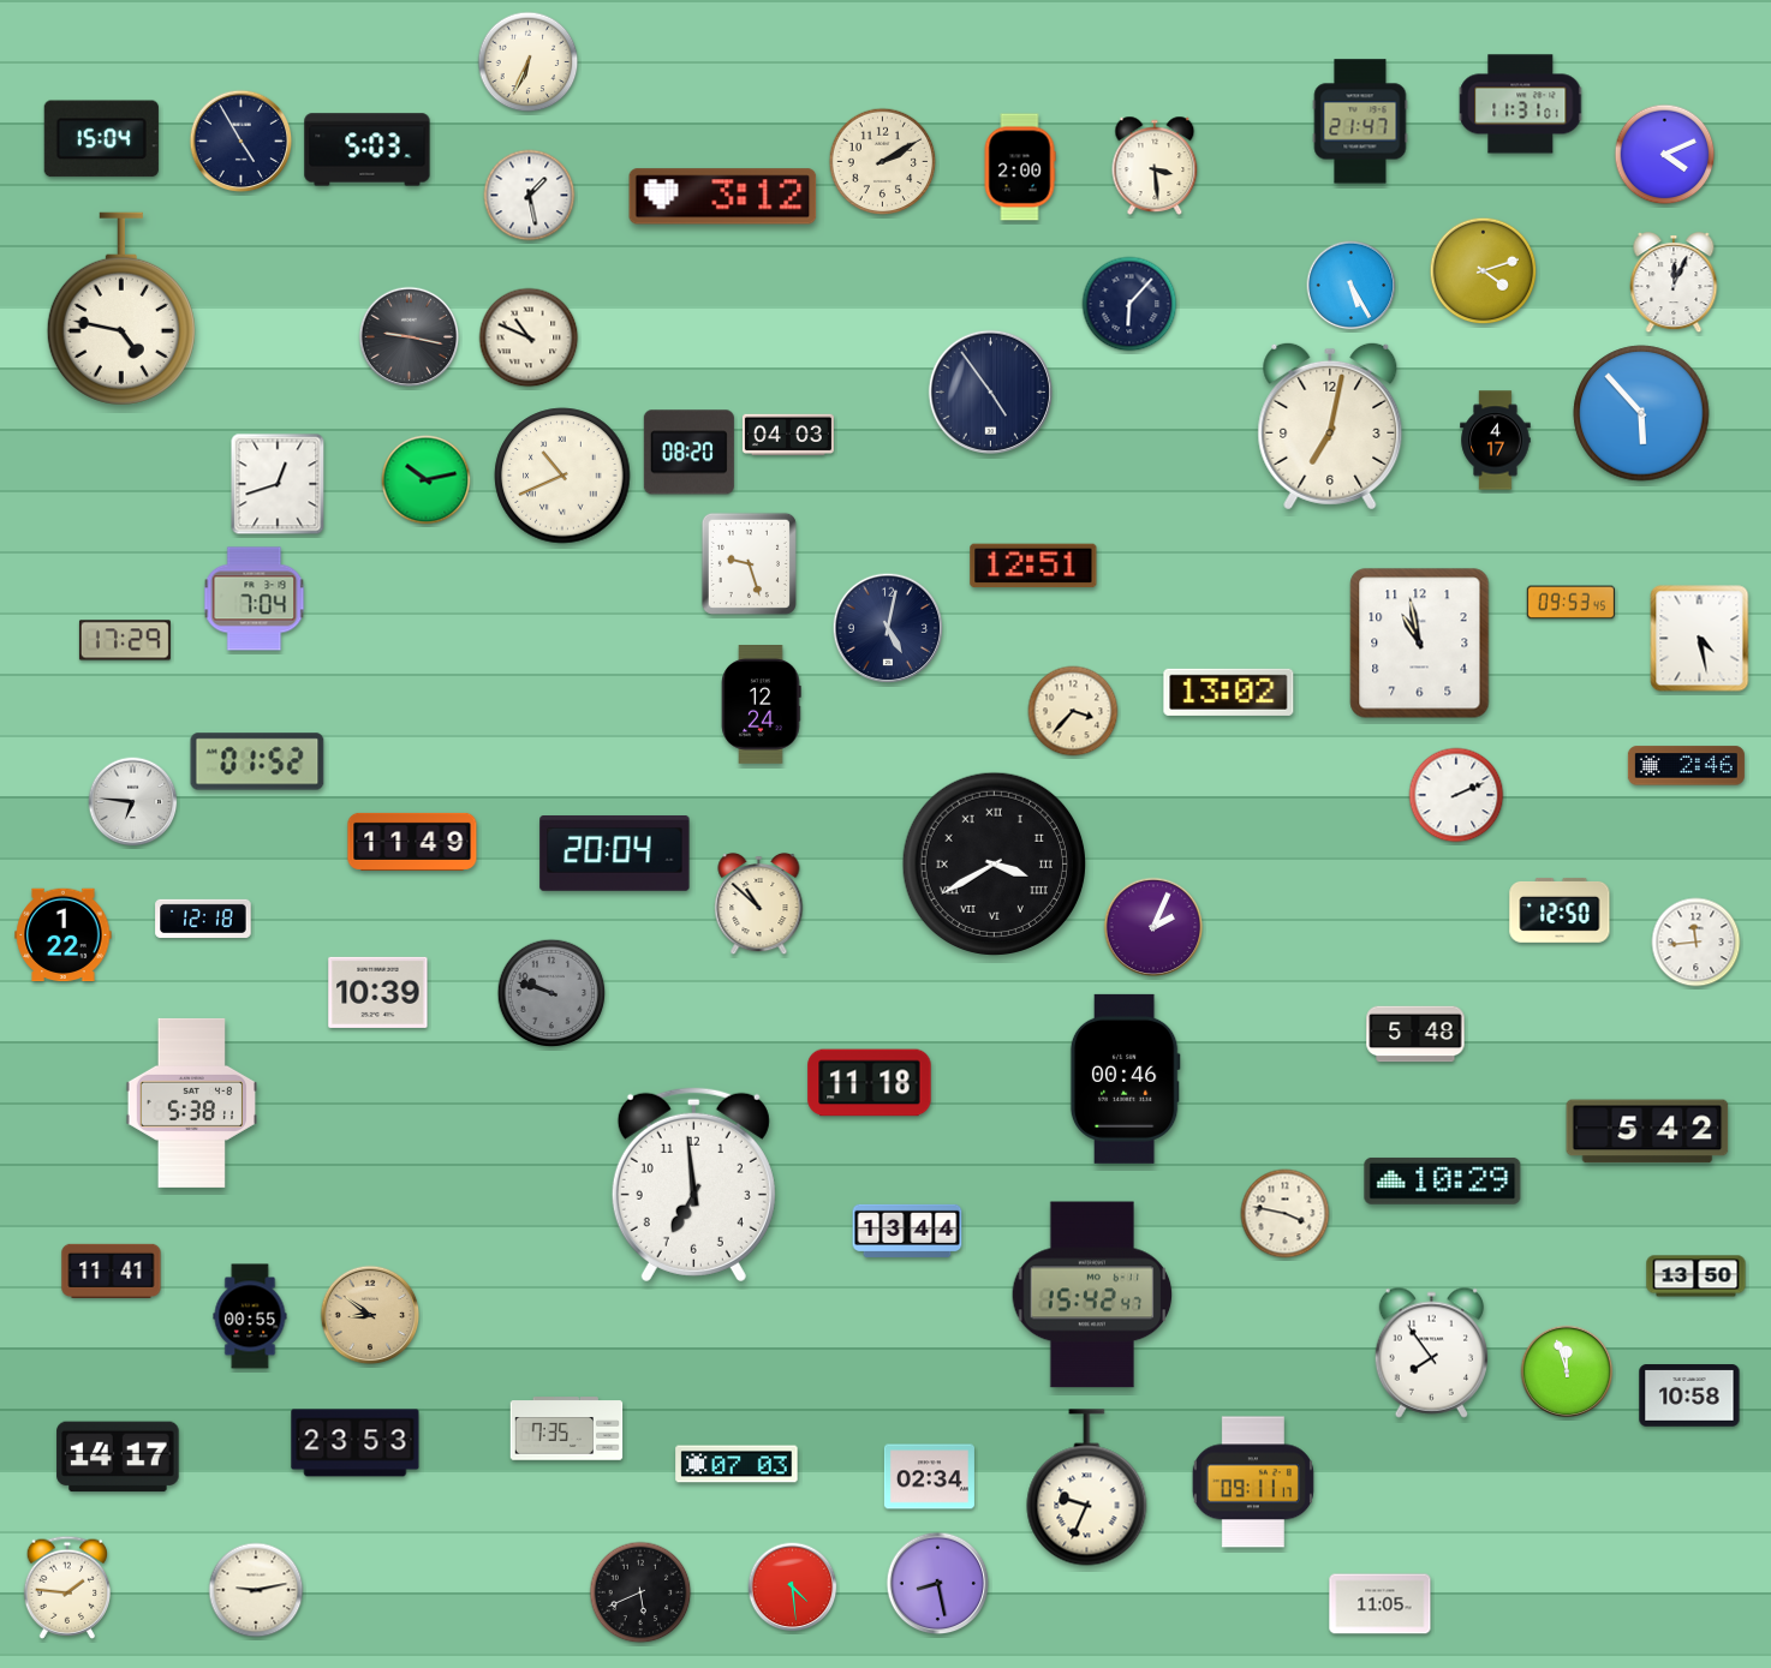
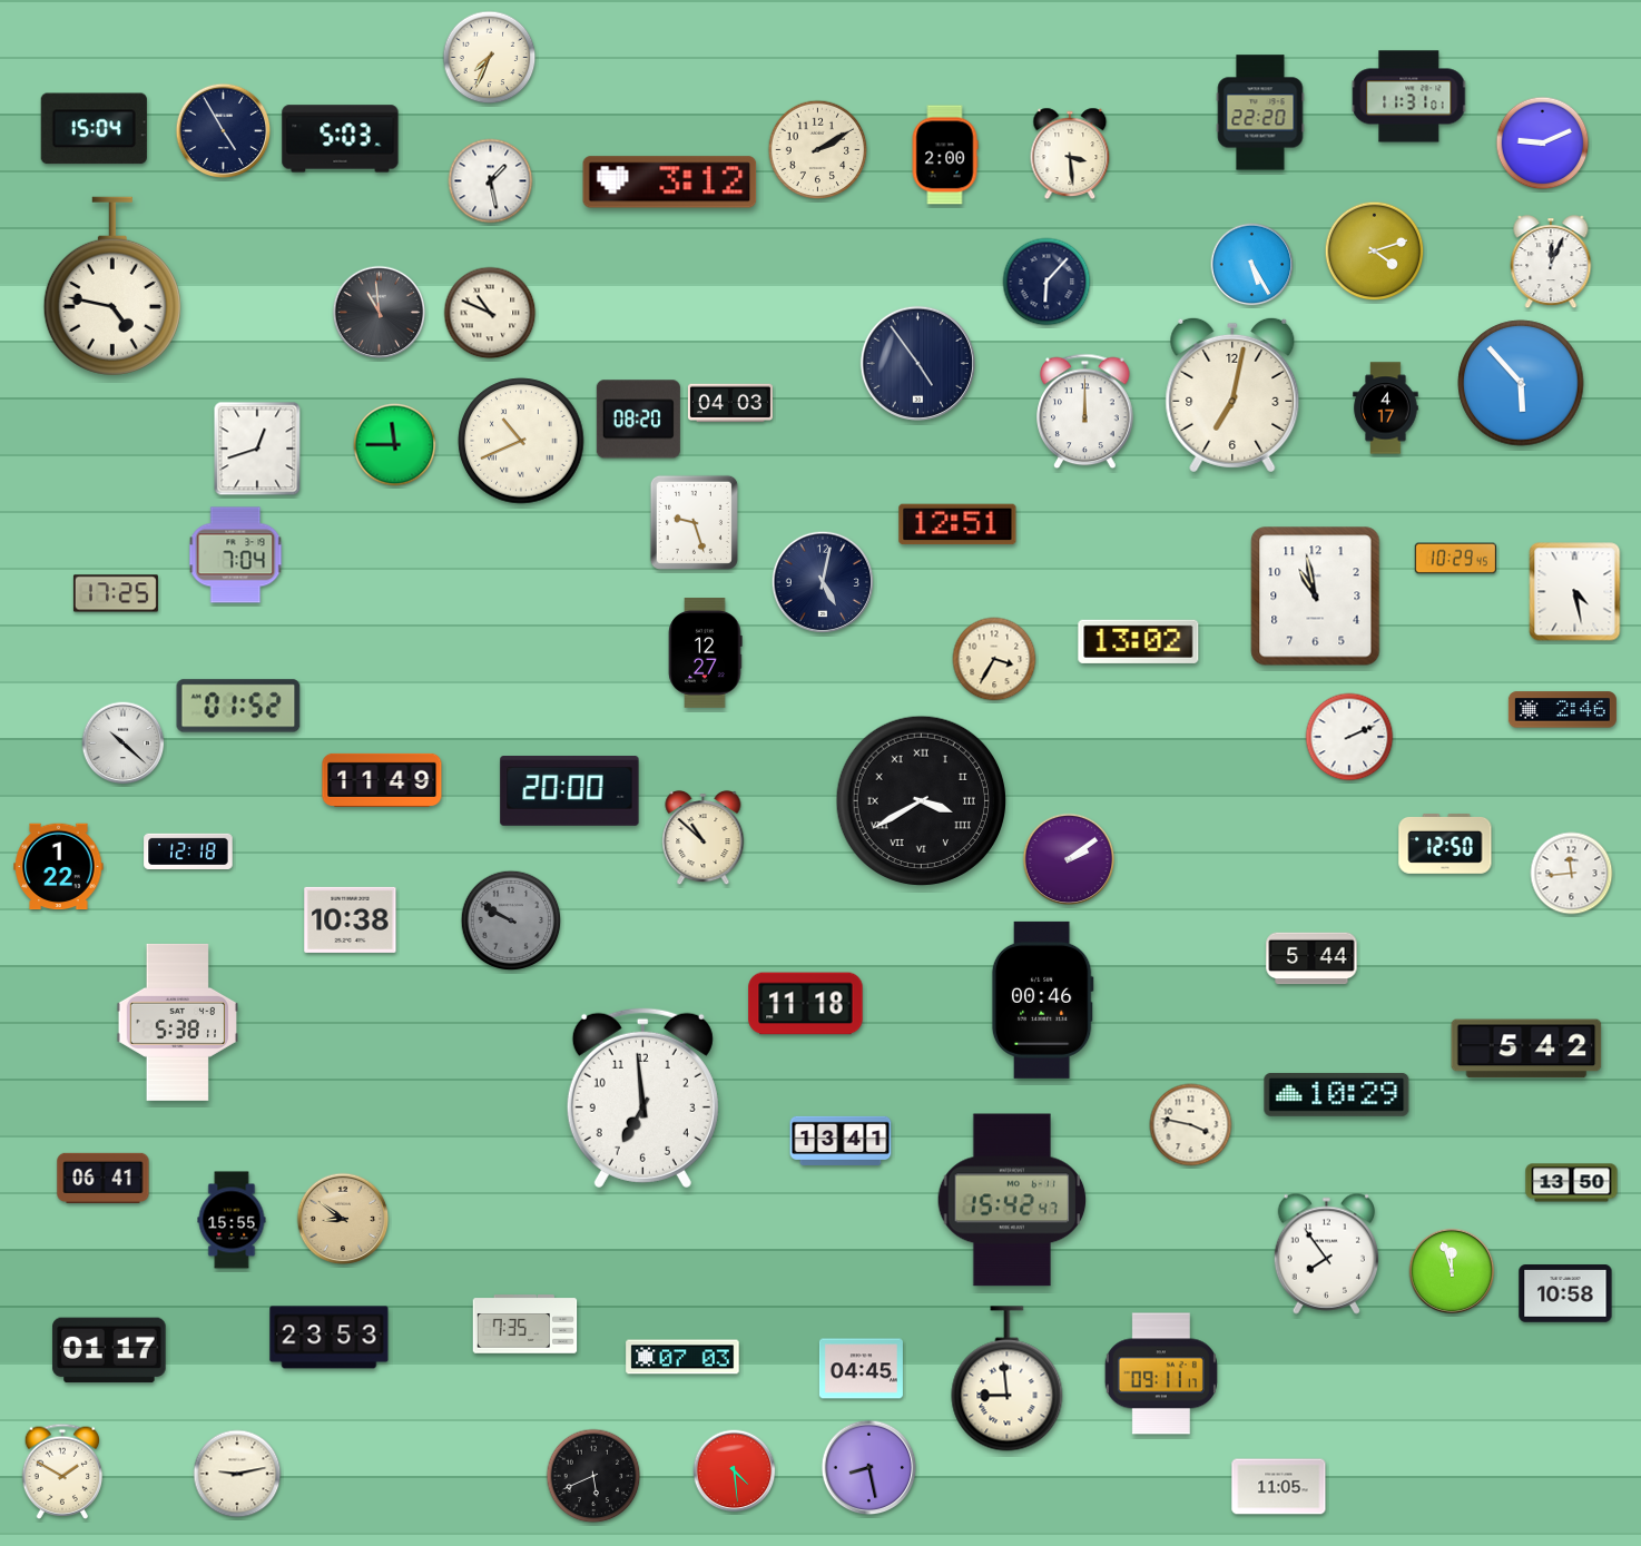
clock at (529, 62): 6:34 -> 7:34
clock at (1360, 121): 21:47 -> 22:20
clock at (1665, 155): 4:11 -> 9:11
clock at (410, 337): 9:17 -> 10:59
clock at (1085, 412): none -> 12:00
clock at (427, 480): 10:13 -> 11:45
clock at (1572, 603): 09:53 -> 10:29
clock at (125, 640): 17:29 -> 17:25
clock at (761, 705): 12:24 -> 12:27
clock at (1073, 711): 3:37 -> 3:35
clock at (133, 802): 6:46 -> 10:22
clock at (615, 854): 20:04 -> 20:00
clock at (1153, 927): 2:04 -> 2:09
clock at (378, 992): 10:39 -> 10:38
clock at (551, 993): 9:48 -> 9:50
clock at (1415, 1034): 5:48 -> 5:44
clock at (907, 1231): 13:44 -> 13:41
clock at (112, 1272): 11:41 -> 06:41
clock at (250, 1316): 00:55 -> 15:55
clock at (118, 1457): 14:17 -> 01:17
clock at (929, 1477): 02:34 -> 04:45
clock at (1087, 1488): 9:34 -> 8:59
clock at (67, 1588): 1:46 -> 1:50
